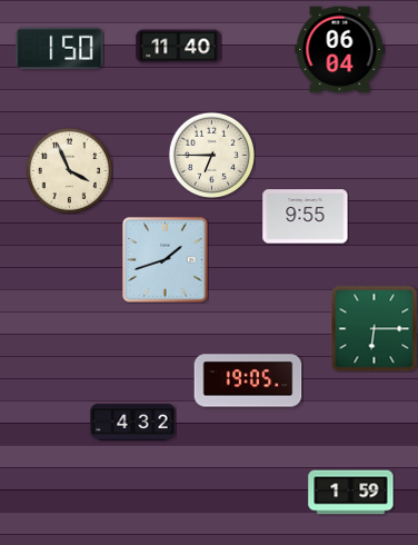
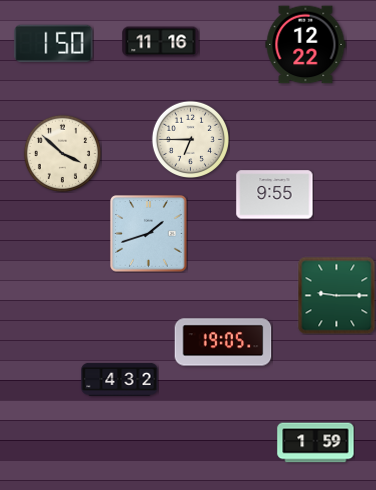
clock at (179, 47): 11:40 -> 11:16
clock at (340, 50): 06:04 -> 12:22
clock at (69, 170): 3:56 -> 3:52
clock at (374, 328): 6:15 -> 9:15
